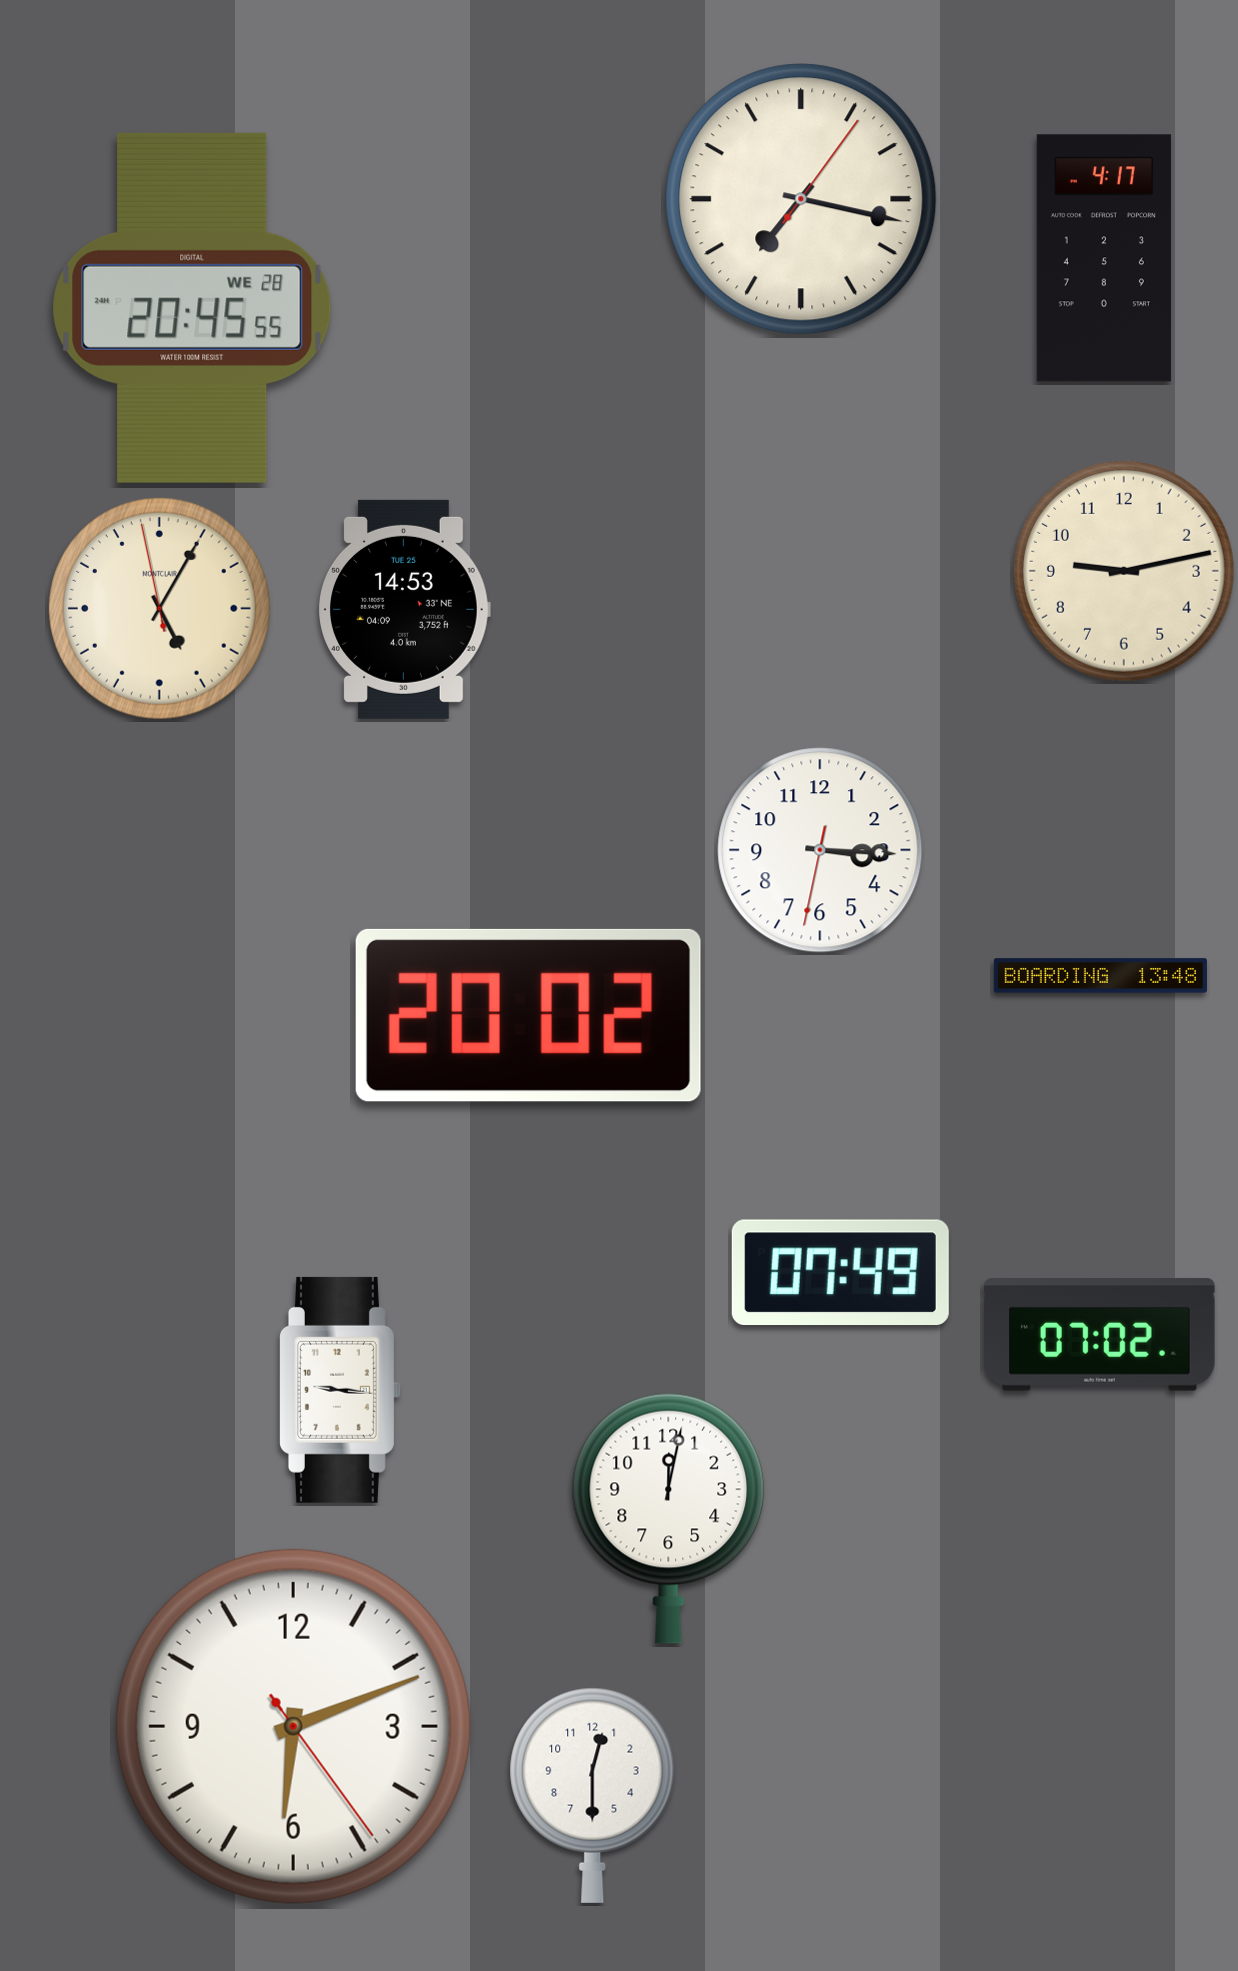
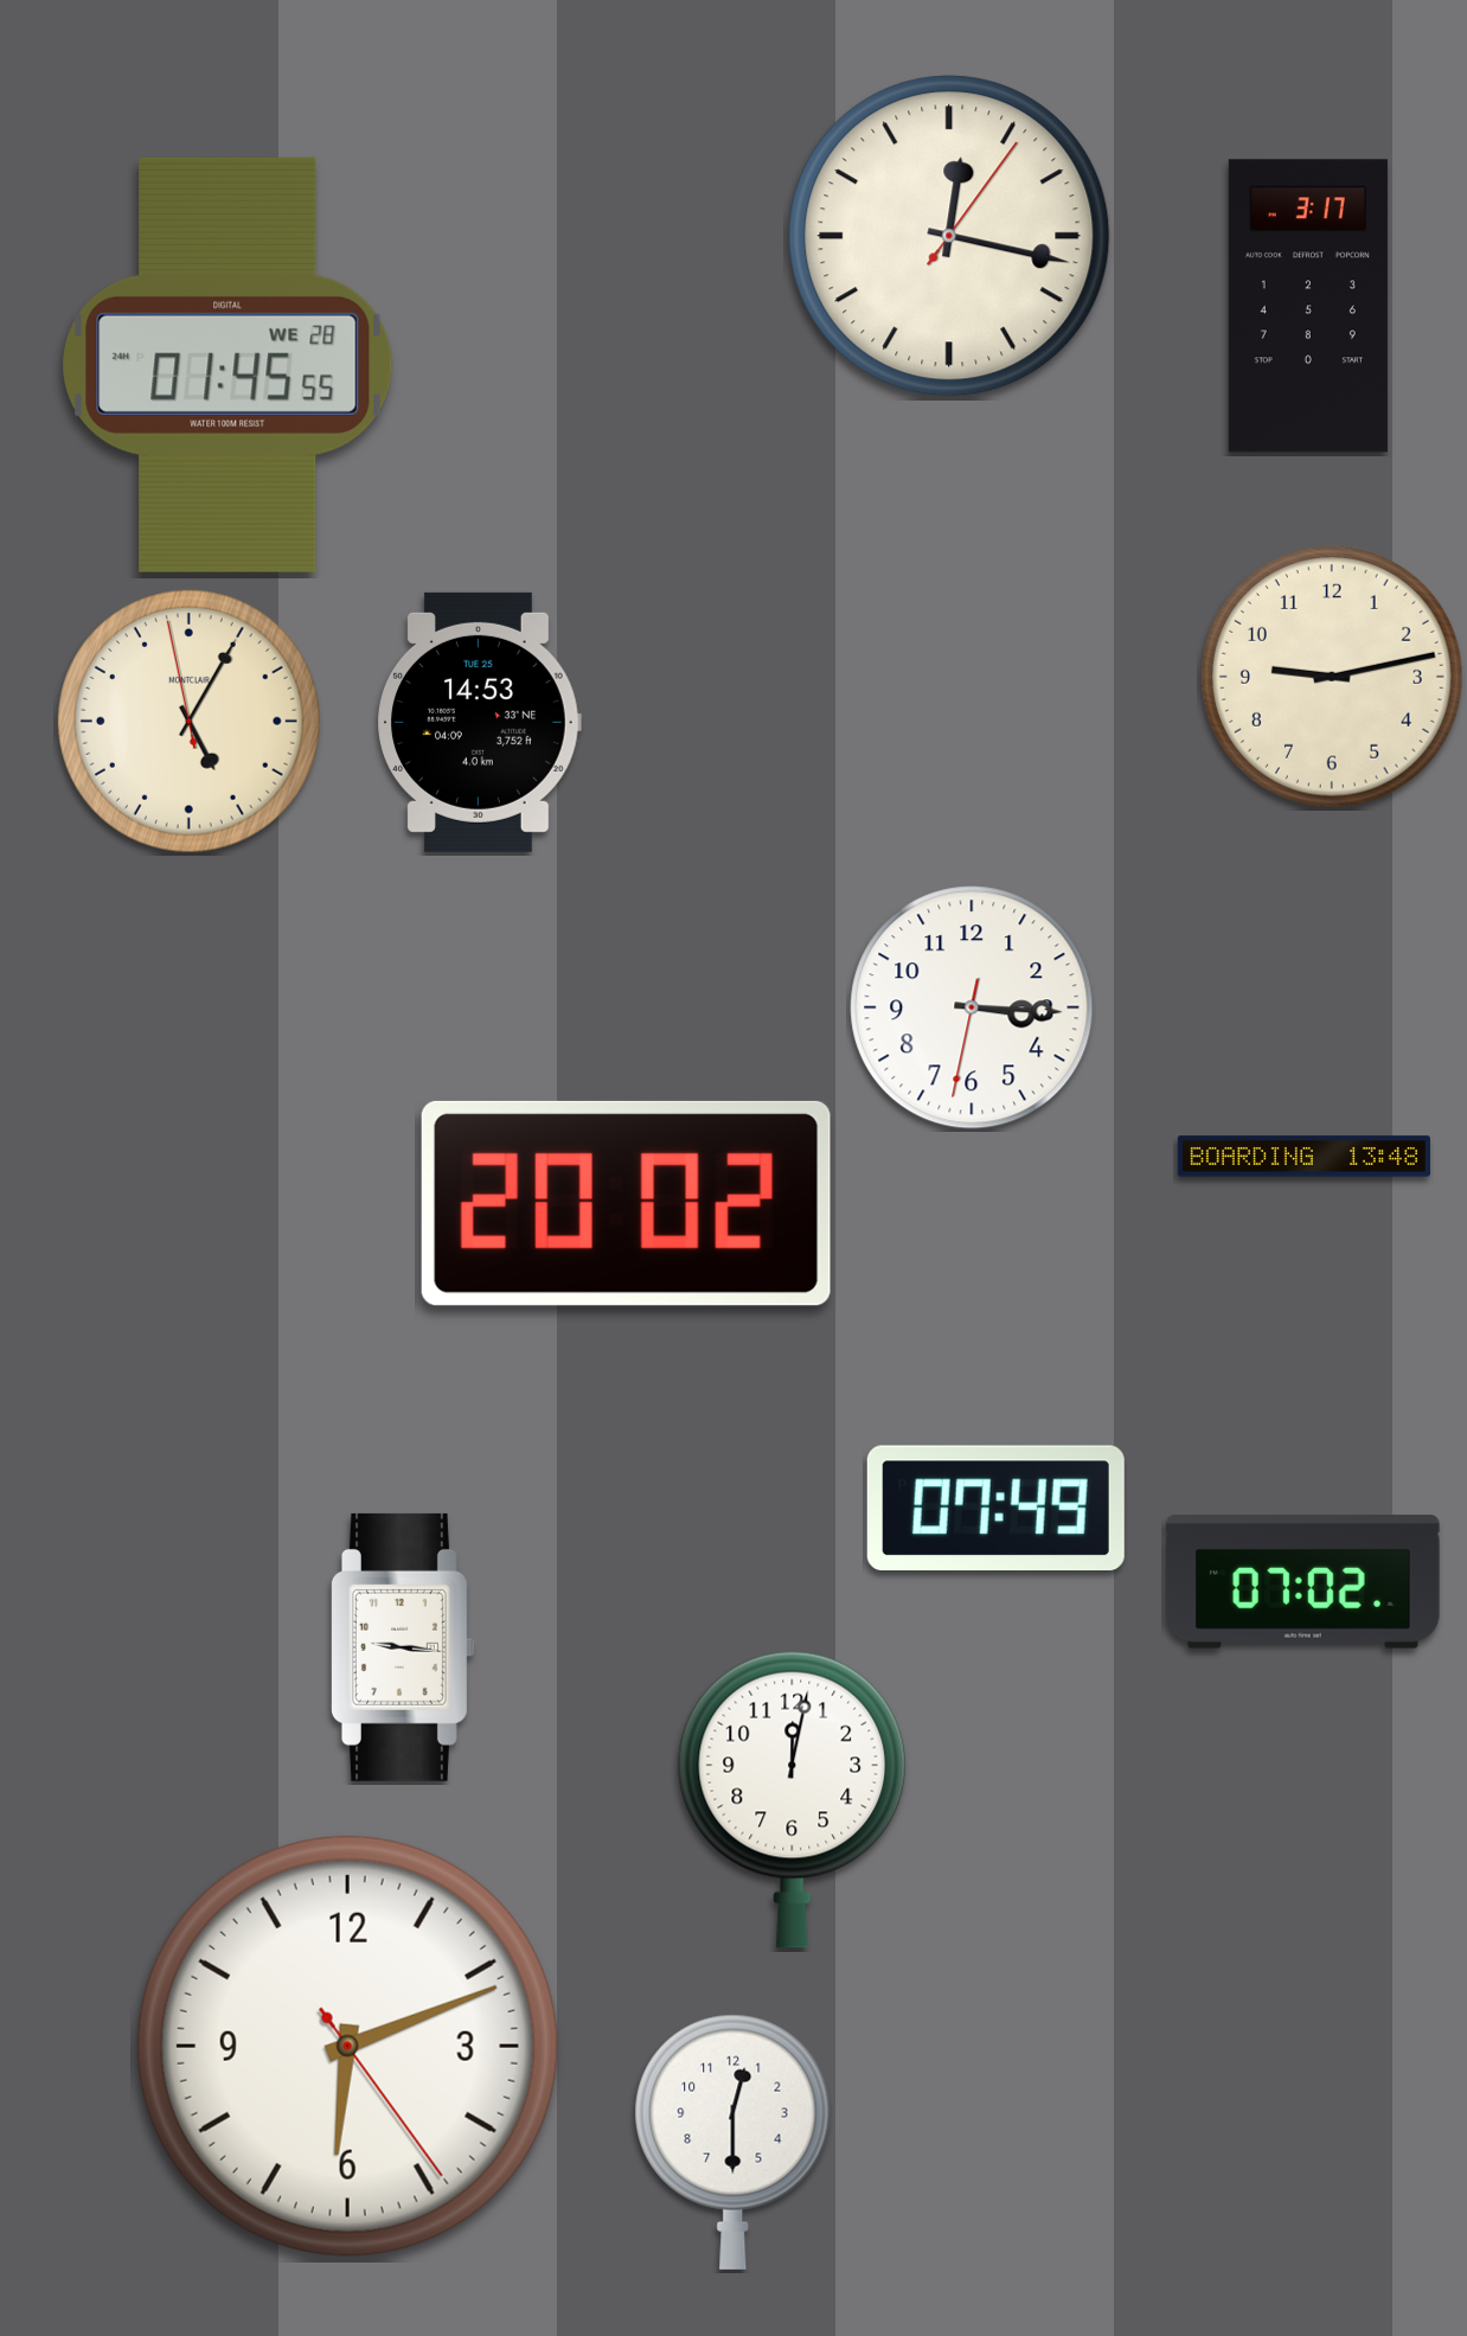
clock at (801, 199): 7:17 -> 12:17
clock at (1104, 258): 4:17 -> 3:17
clock at (192, 308): 20:45 -> 01:45
clock at (593, 1795) position: (593, 1795) -> (733, 2142)
